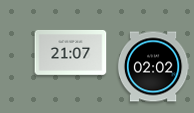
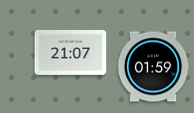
clock at (153, 67): 02:02 -> 01:59
